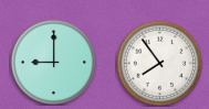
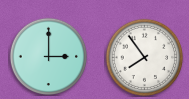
clock at (53, 62): 9:00 -> 3:00
